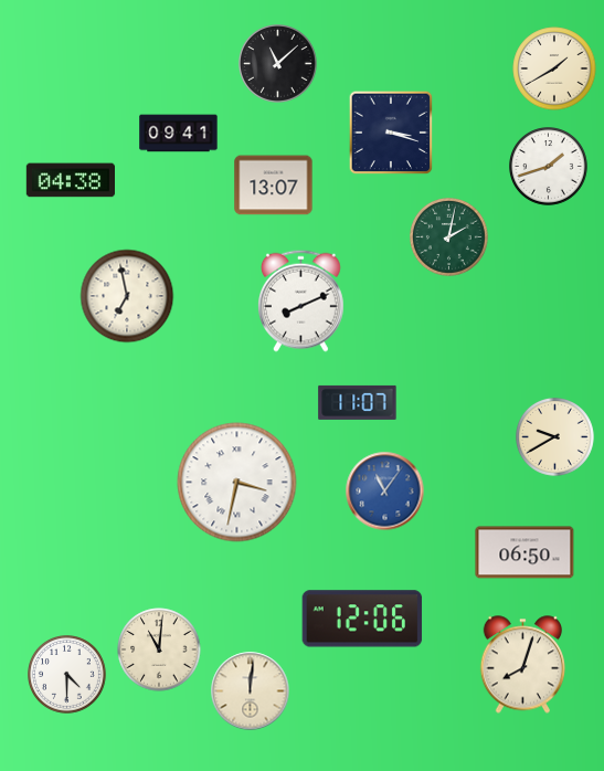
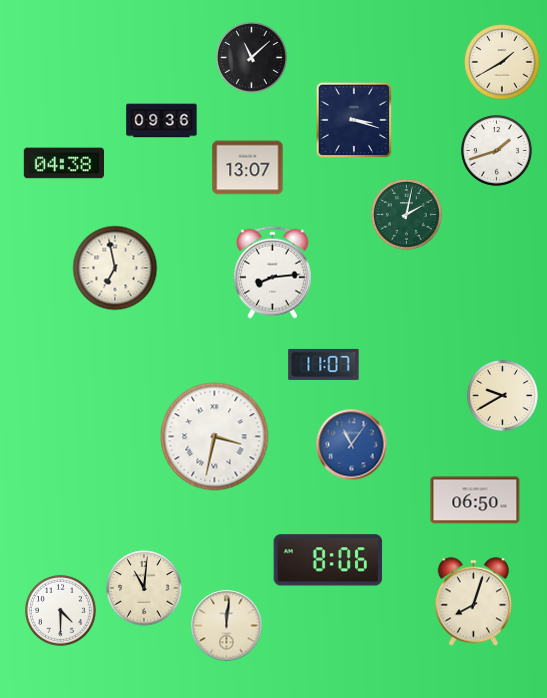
clock at (179, 134): 09:41 -> 09:36
clock at (301, 300): 8:11 -> 8:14
clock at (385, 492) position: (385, 492) -> (352, 445)
clock at (362, 619): 12:06 -> 8:06
